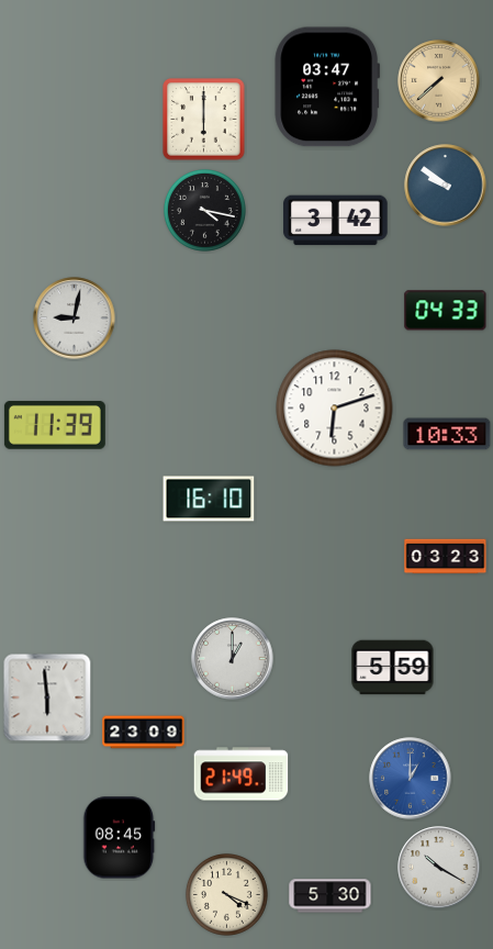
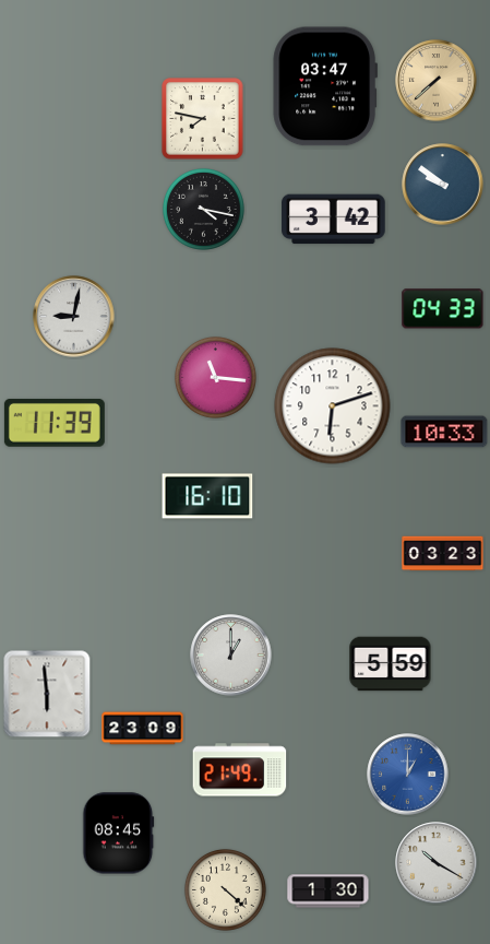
clock at (204, 120): 6:00 -> 7:47
clock at (215, 377): none -> 11:16
clock at (226, 894): 4:19 -> 4:22
clock at (330, 896): 5:30 -> 1:30
